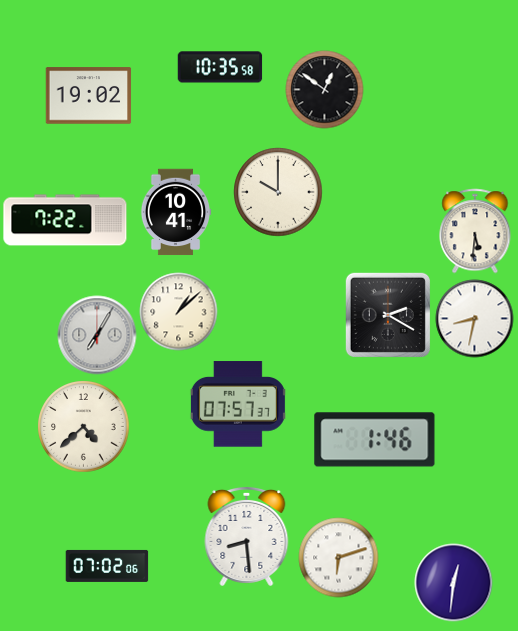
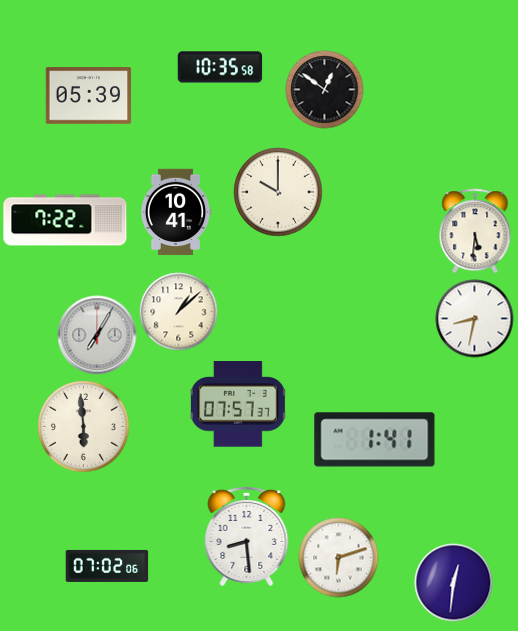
clock at (88, 96): 19:02 -> 05:39
clock at (388, 315): 2:20 -> none
clock at (83, 426): 4:38 -> 5:59
clock at (375, 440): 1:46 -> 1:41
